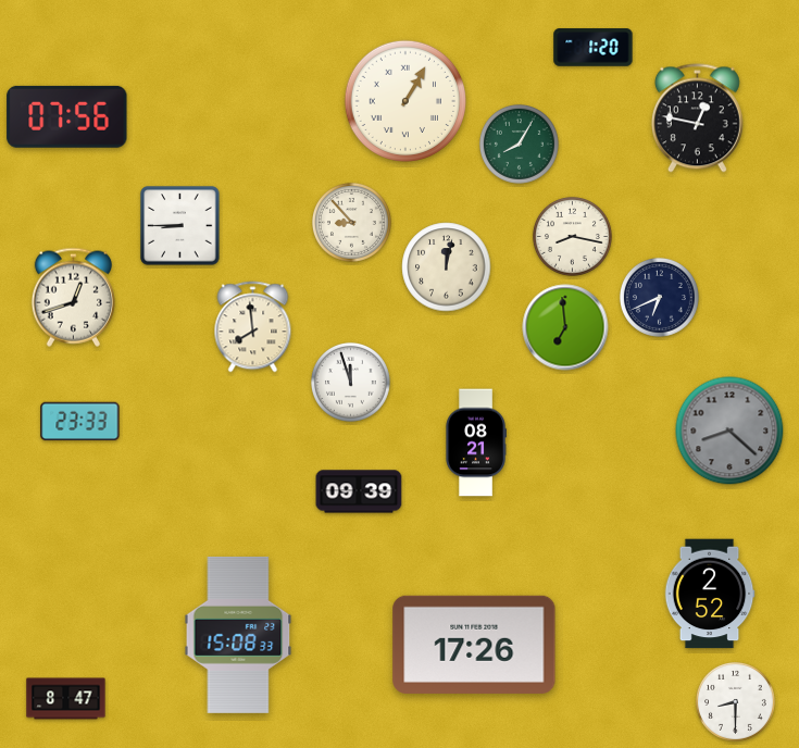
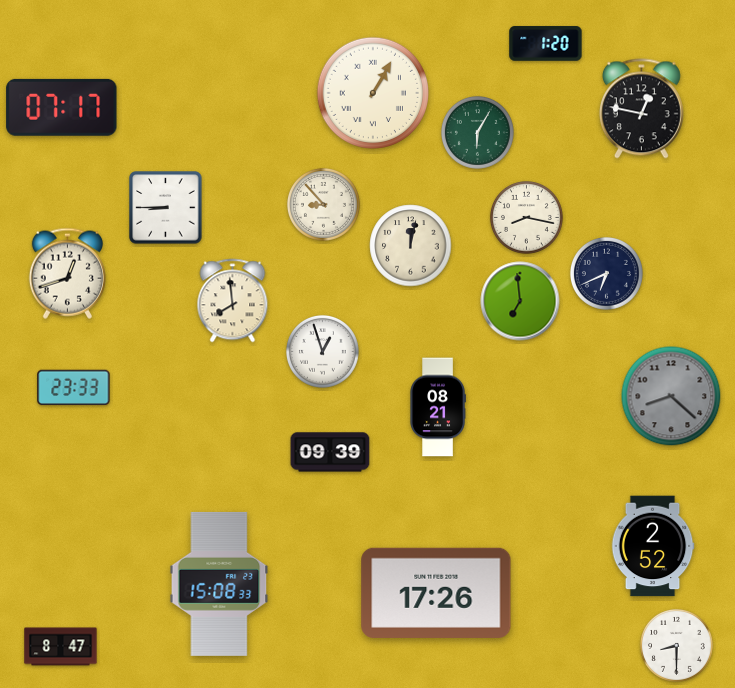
clock at (67, 116): 07:56 -> 07:17
clock at (519, 144): 8:05 -> 6:05
clock at (350, 382): 11:57 -> 12:57
clock at (66, 699) position: (66, 699) -> (61, 647)
